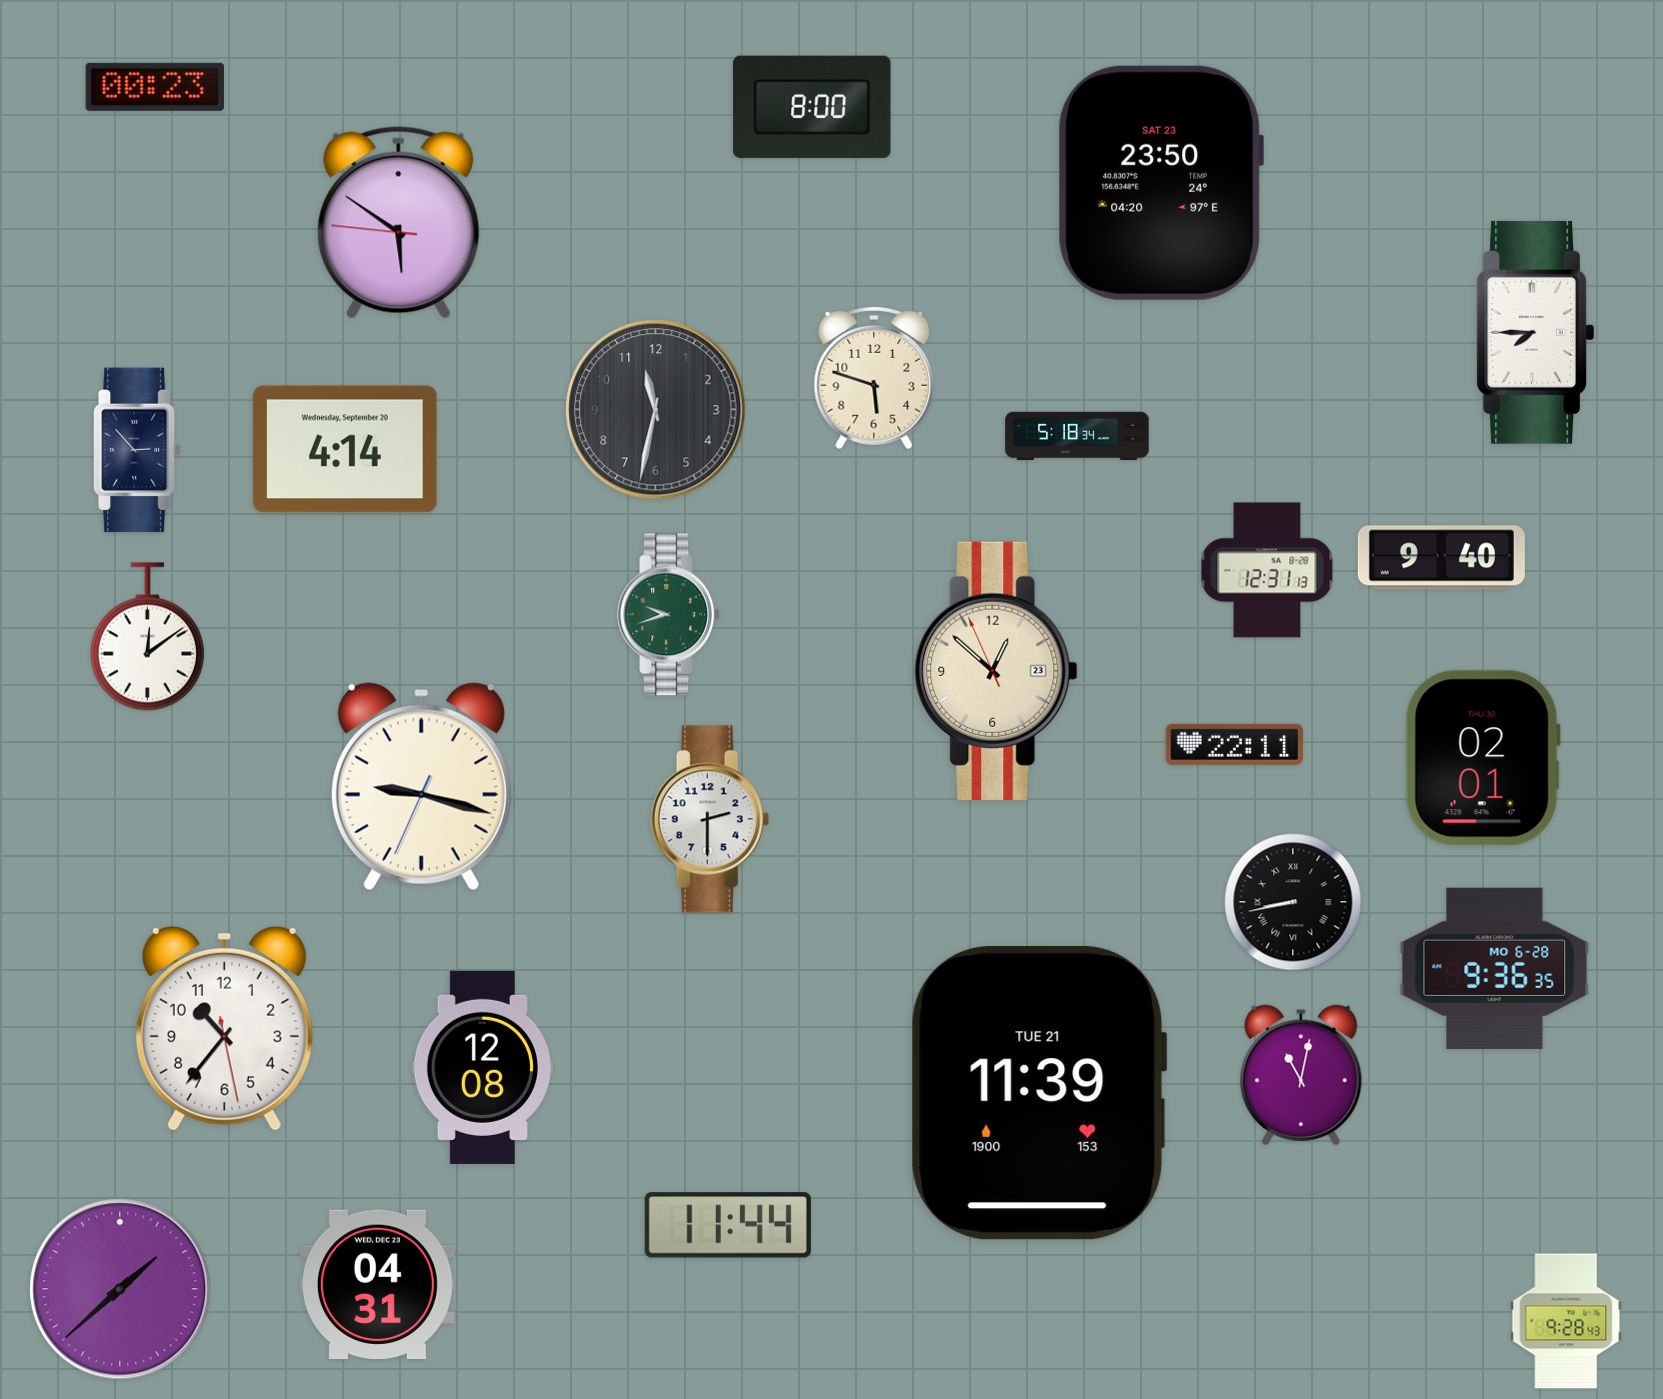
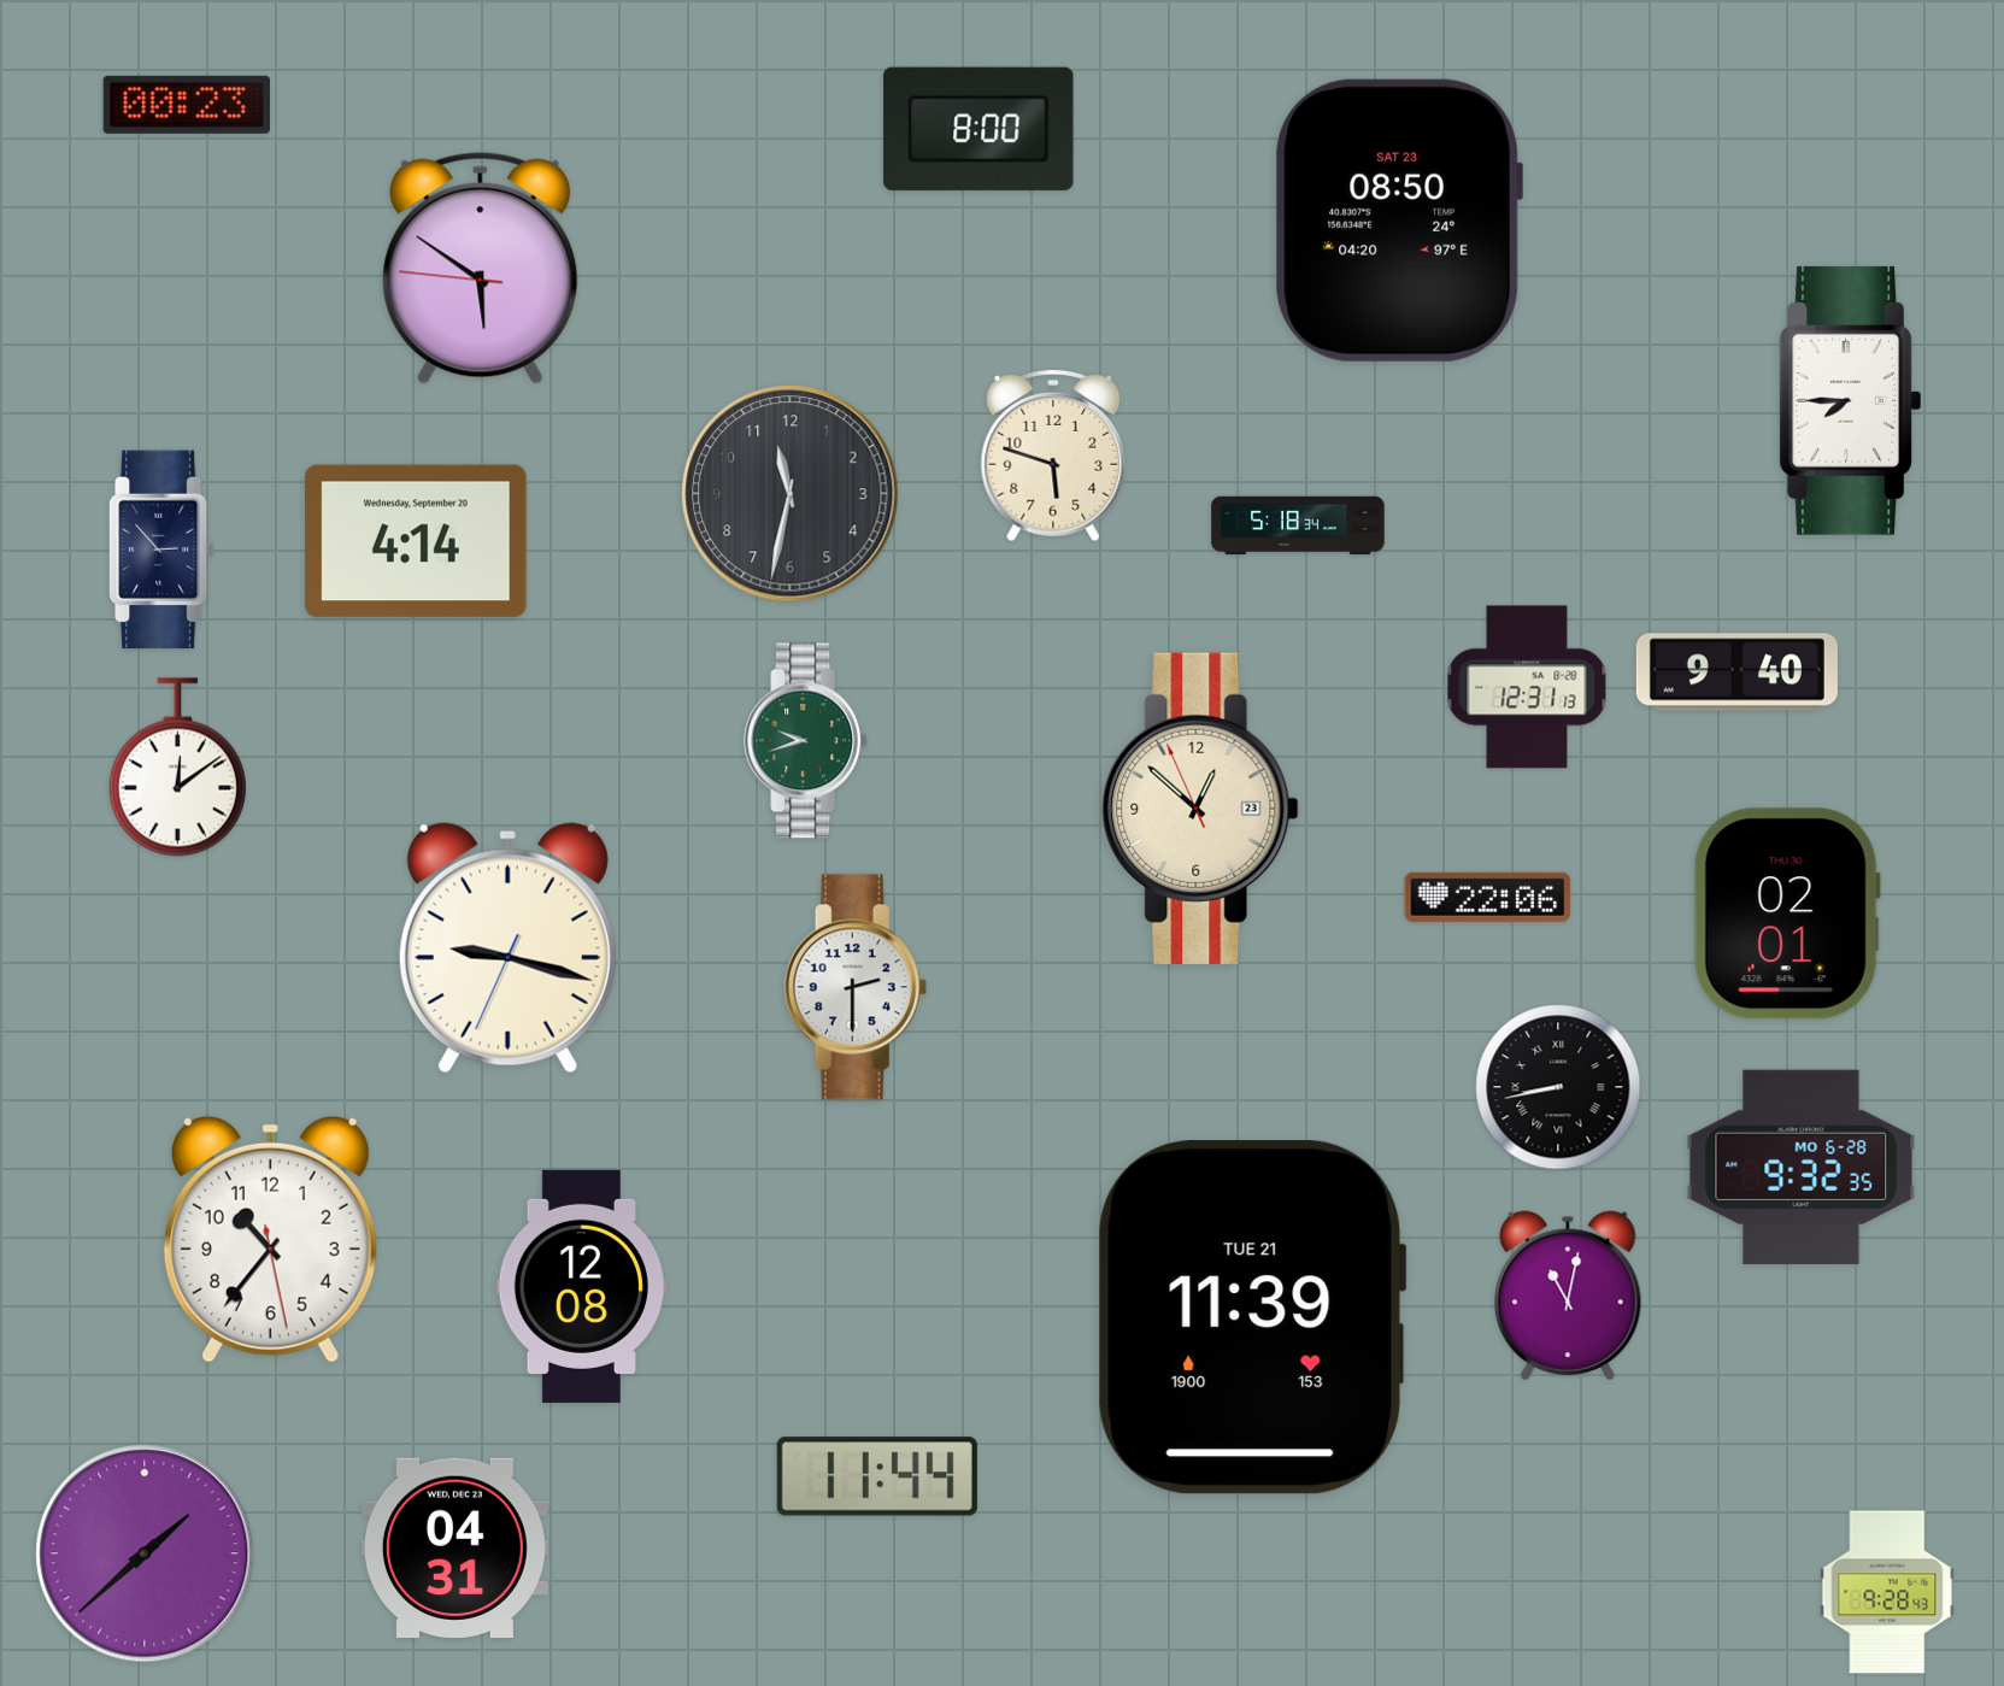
clock at (1161, 183): 23:50 -> 08:50
clock at (138, 450) position: (138, 450) -> (163, 550)
clock at (1235, 744): 22:11 -> 22:06
clock at (1495, 968): 9:36 -> 9:32
